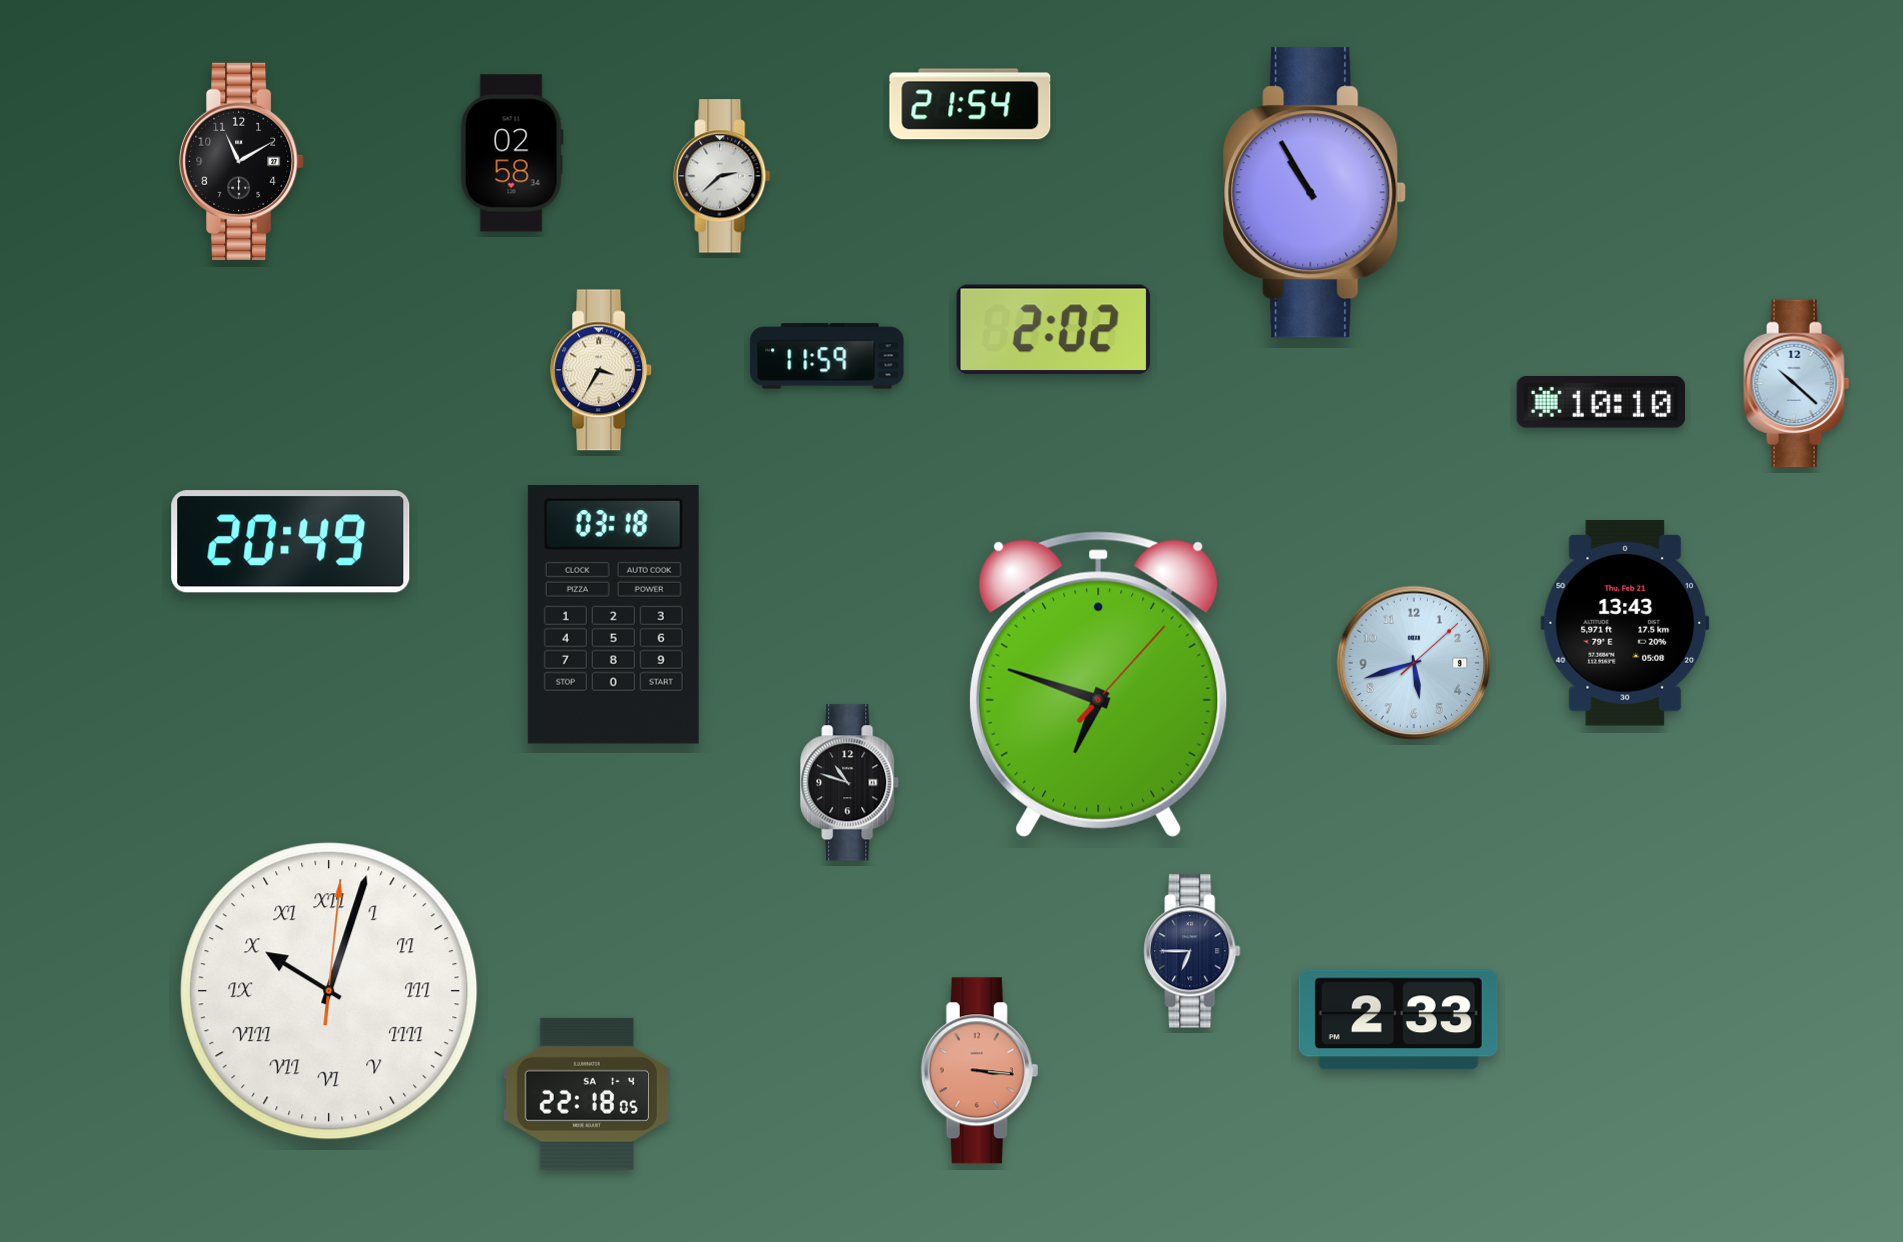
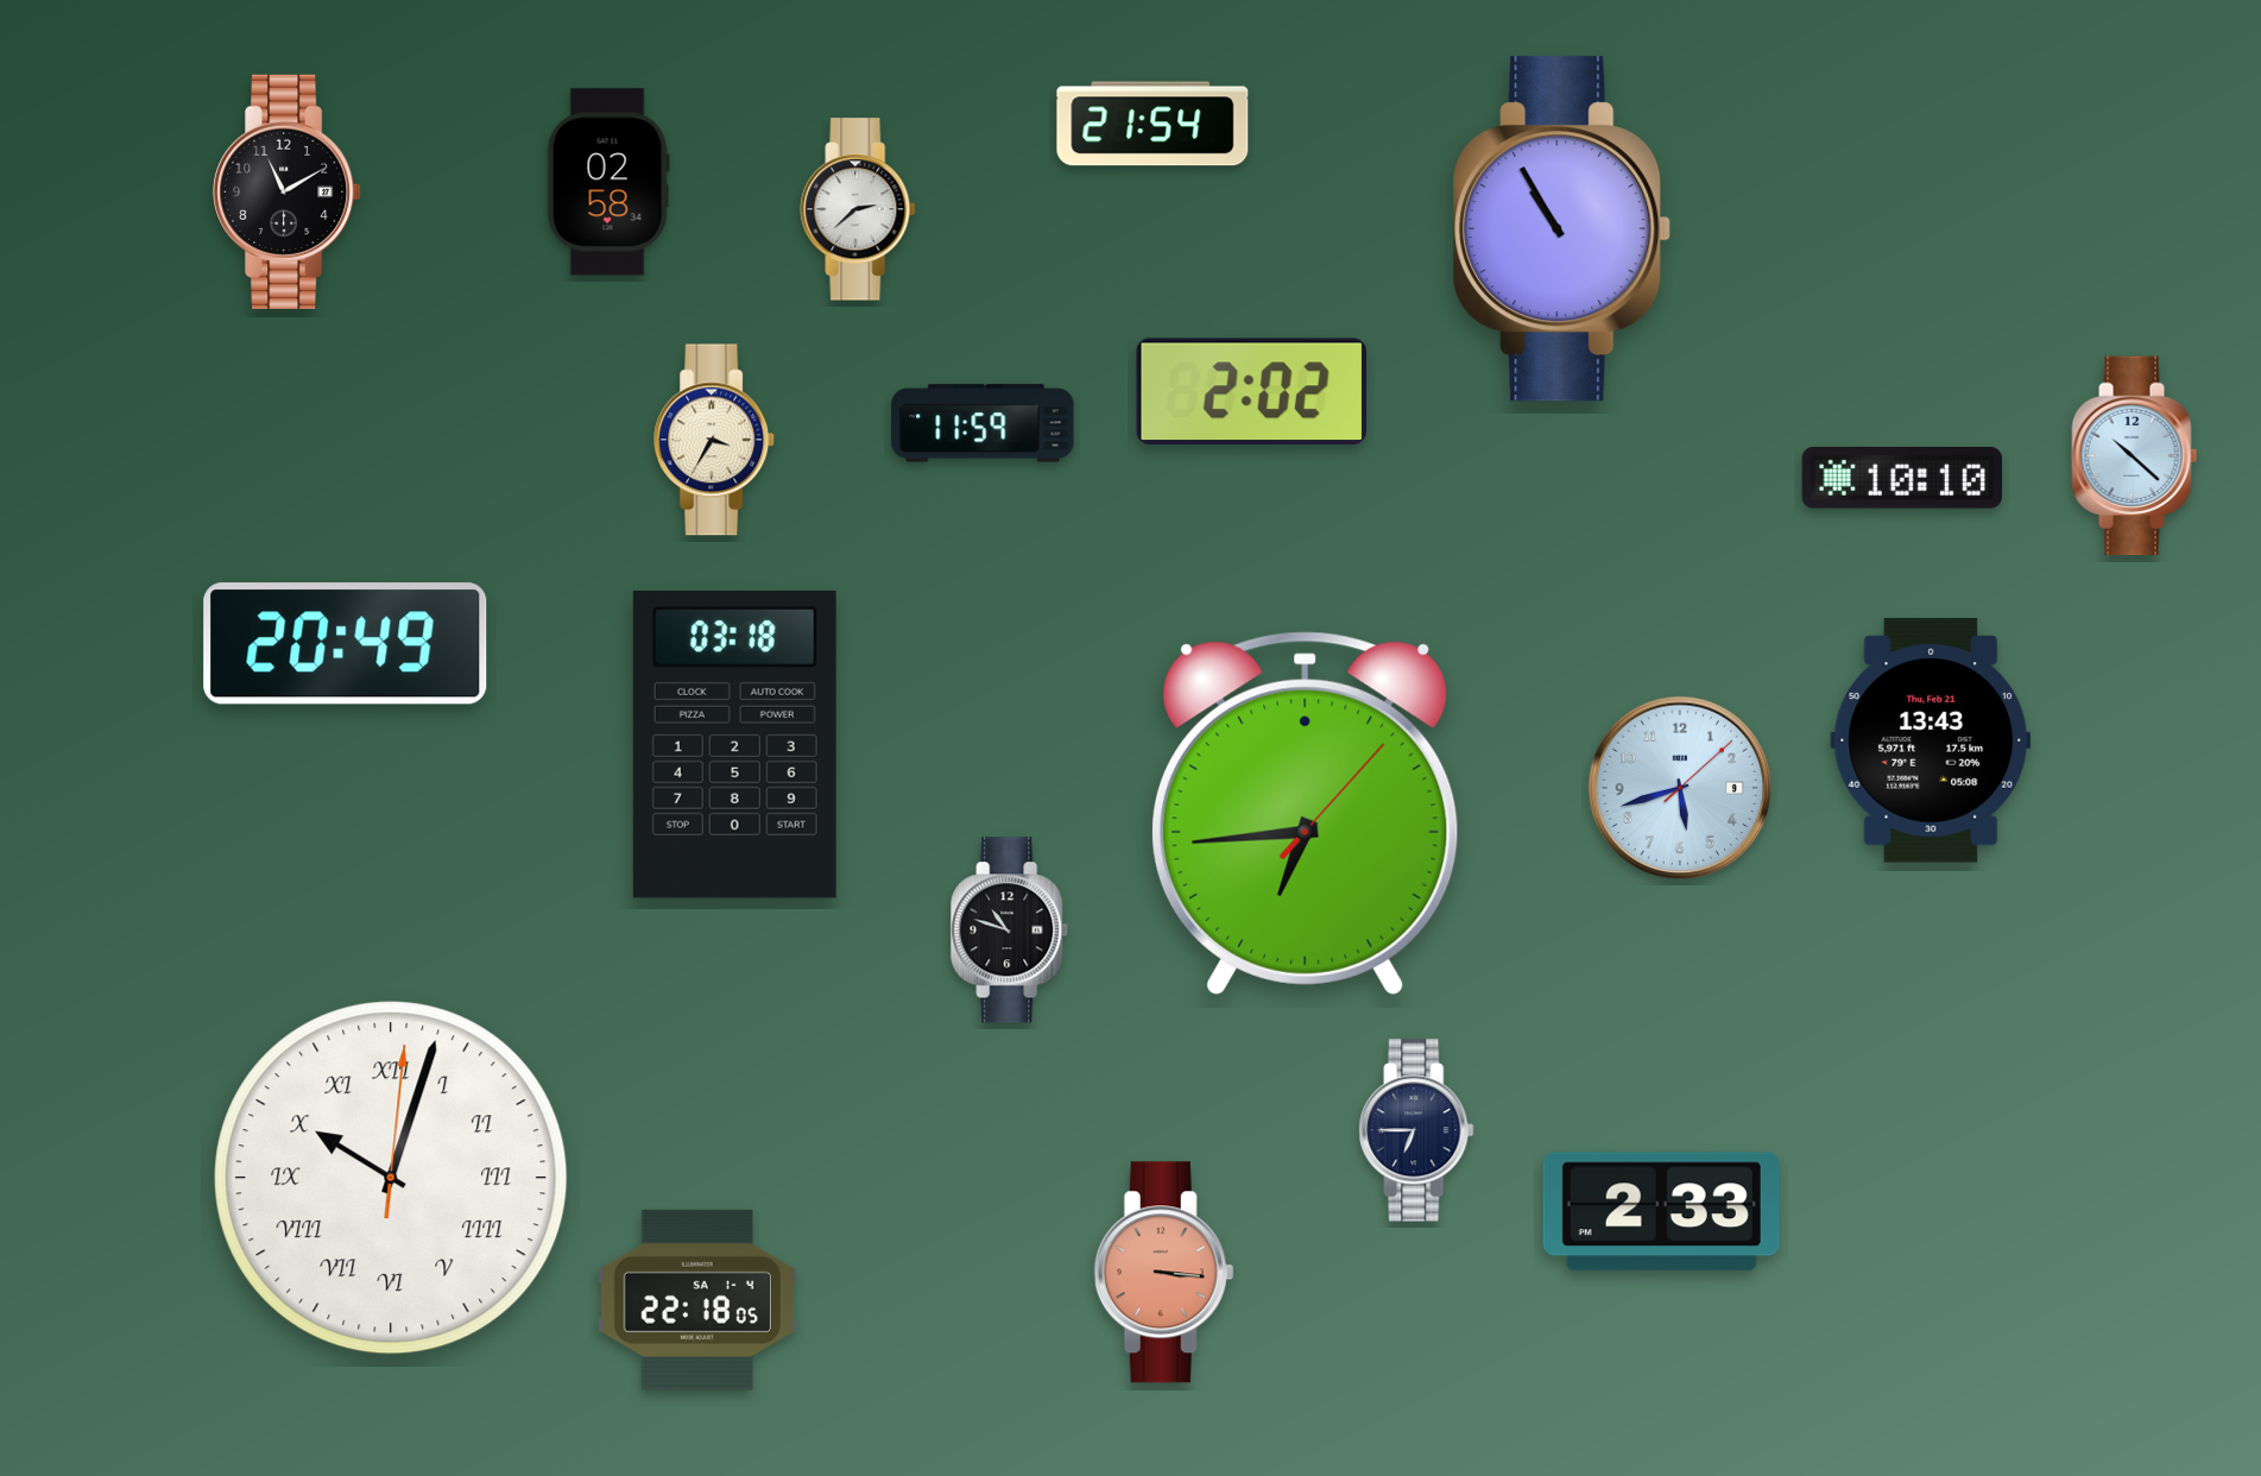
clock at (613, 614) position: (613, 614) -> (734, 744)
clock at (1098, 684): 6:48 -> 6:44
